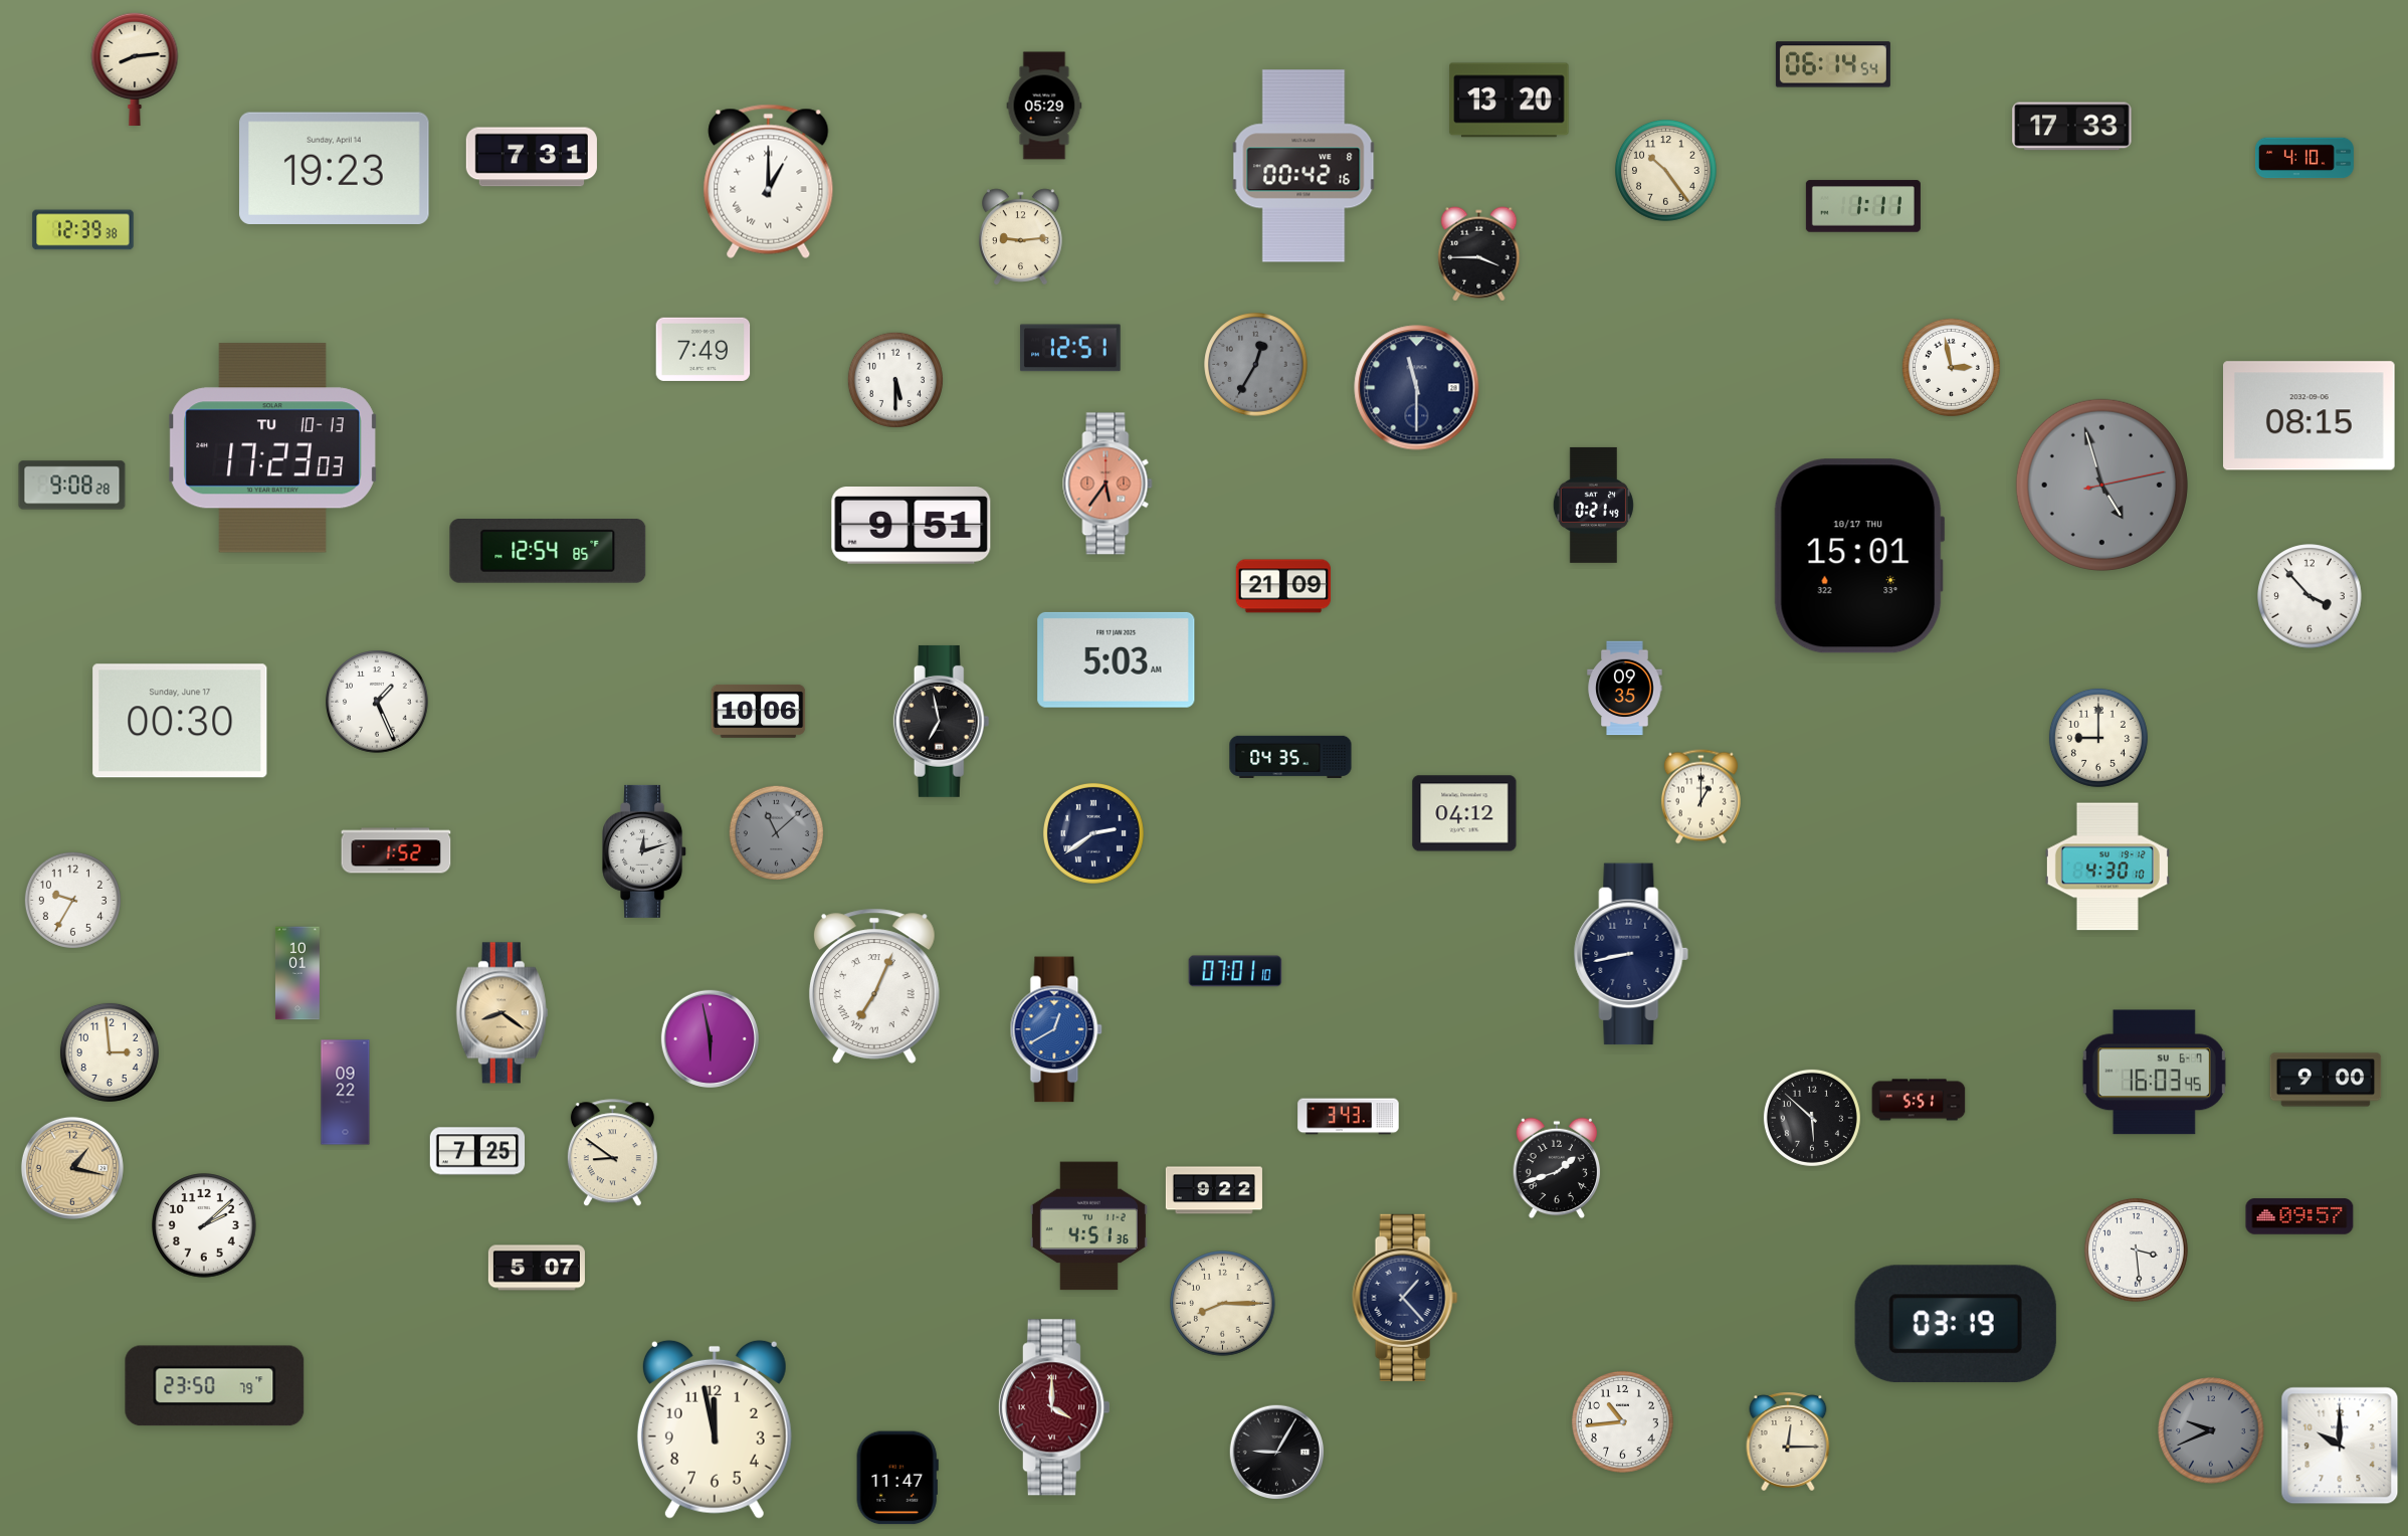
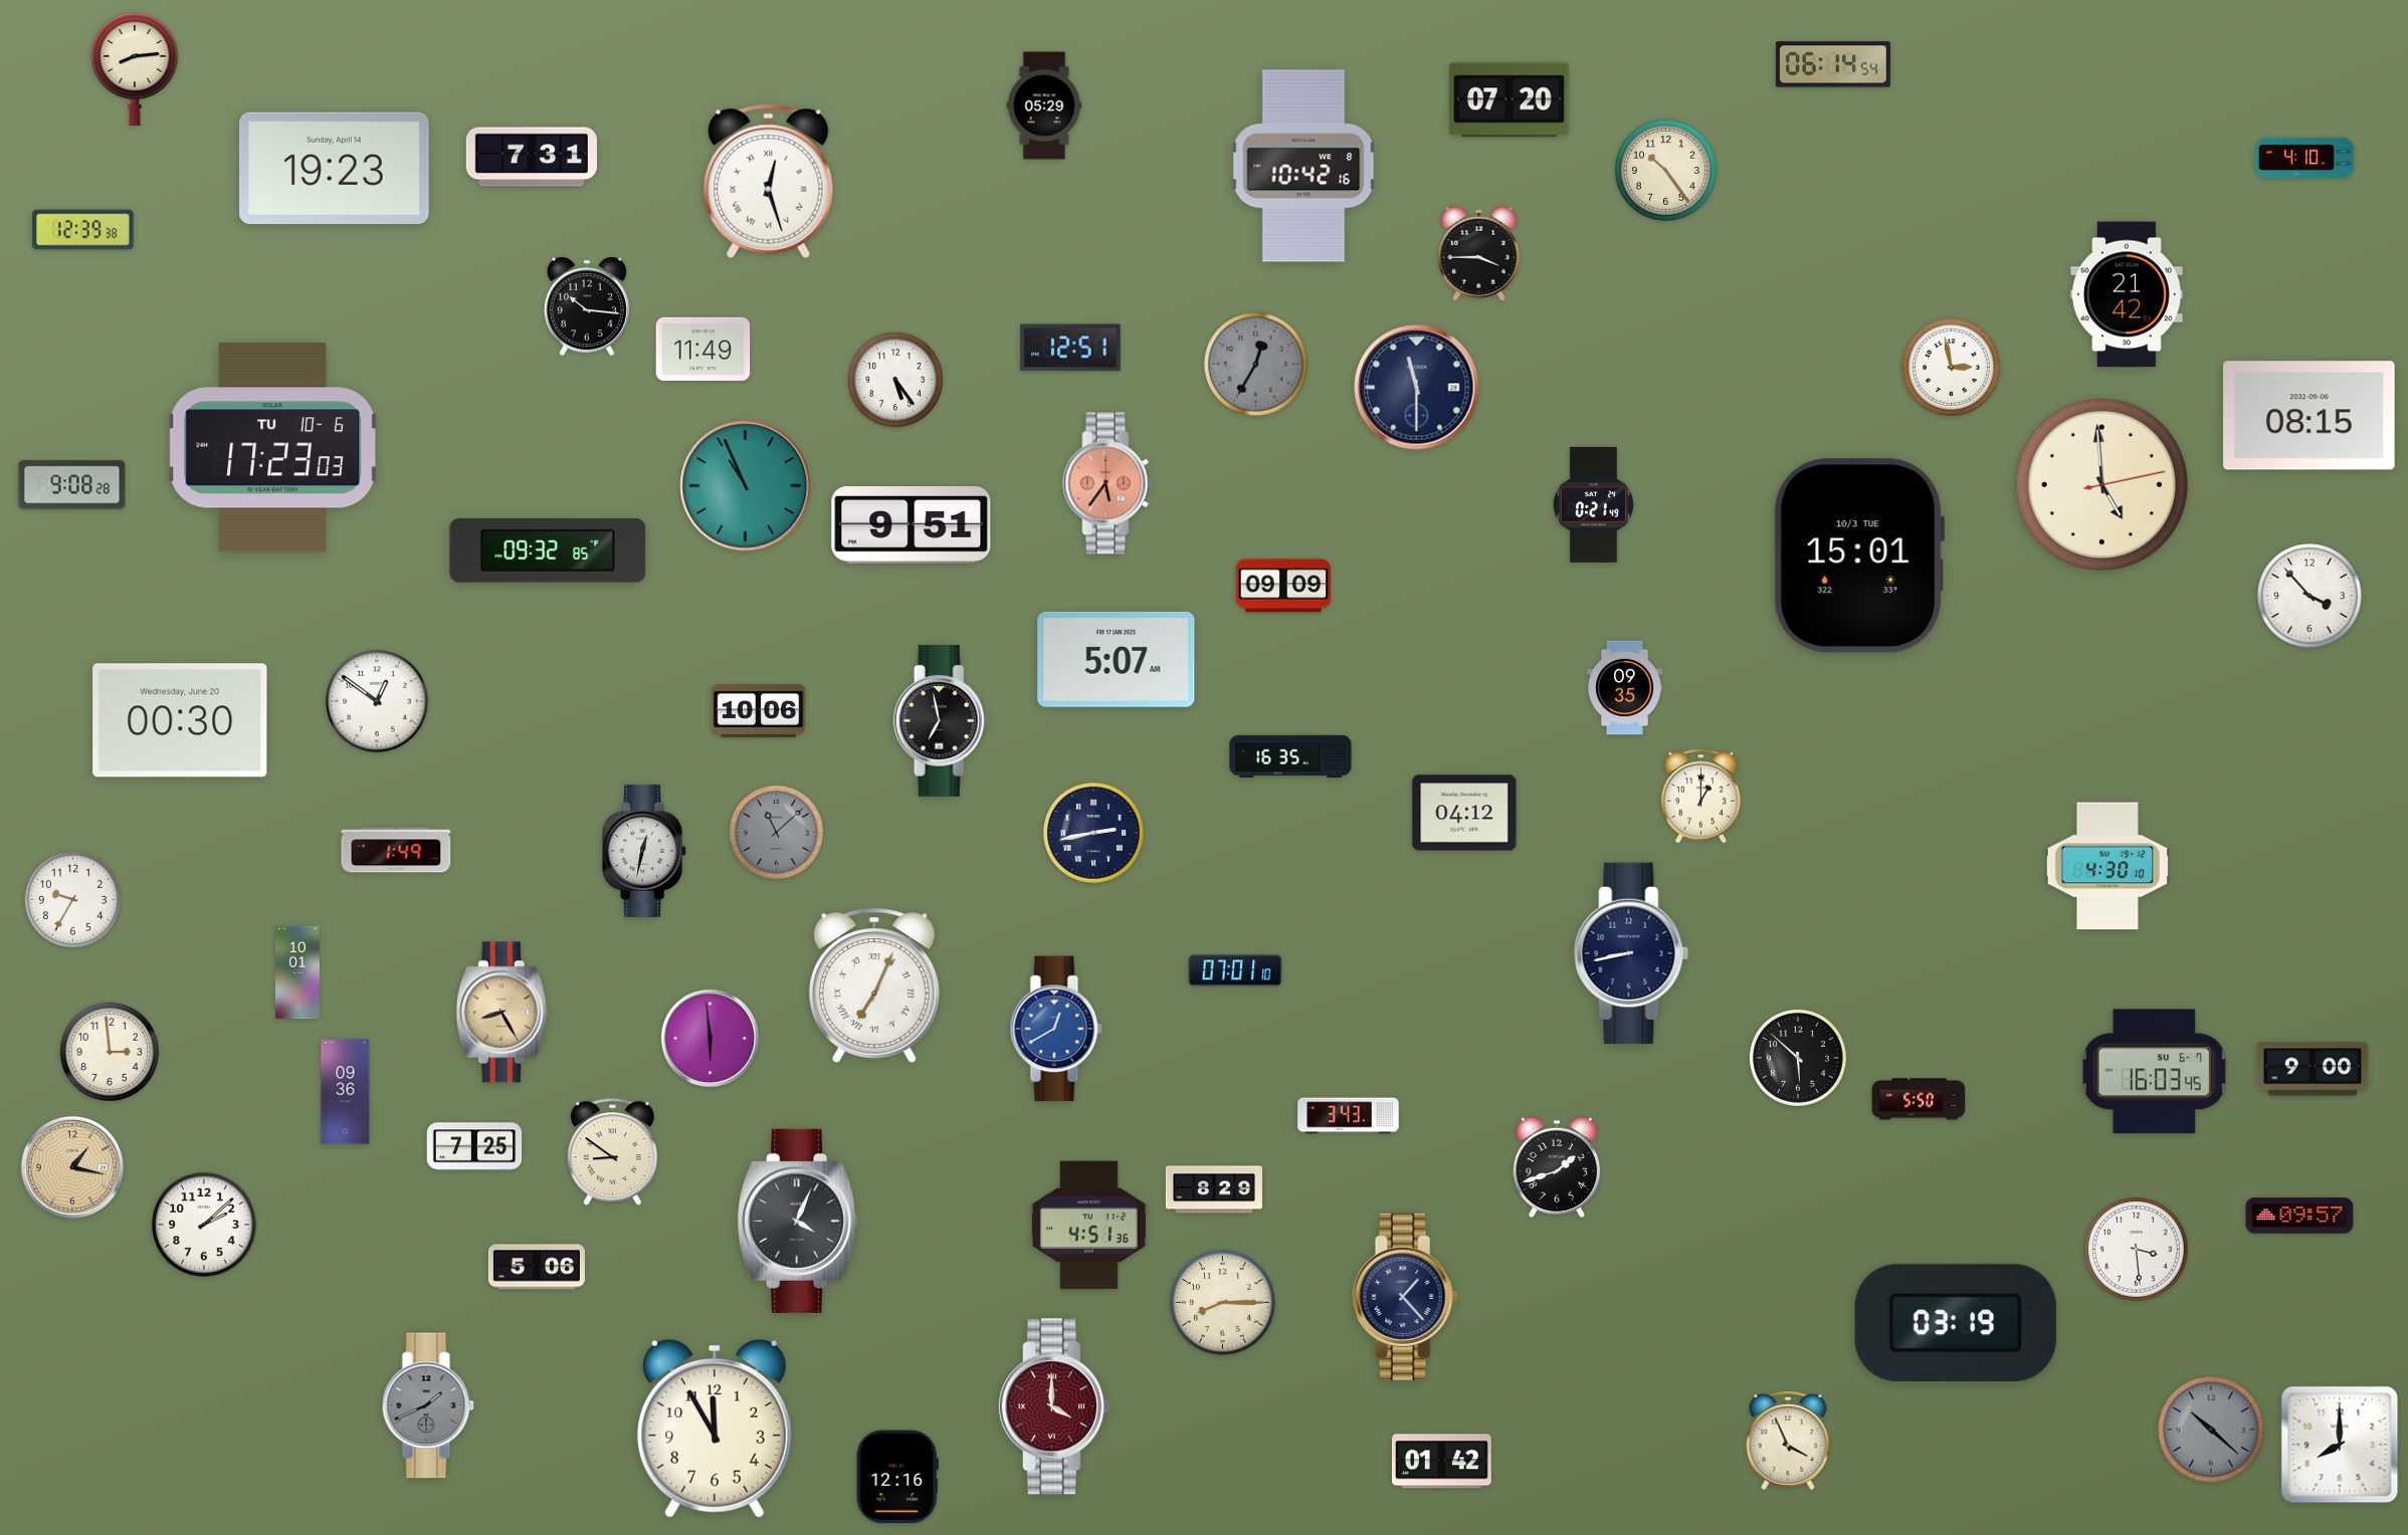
clock at (1510, 101): 13:20 -> 07:20
clock at (2072, 127): 17:33 -> none
clock at (1303, 166): 00:42 -> 10:42
clock at (769, 181): 1:00 -> 12:27
clock at (1863, 206): 1:11 -> none
clock at (1021, 237): 9:14 -> none
clock at (2127, 294): none -> 21:42
clock at (587, 306): none -> 10:16
clock at (704, 349): 7:49 -> 11:49
clock at (895, 380): 5:30 -> 5:24
clock at (272, 448) date: TU 10-13 -> TU 10-6
clock at (2101, 485): 4:57 -> 4:59
clock at (2101, 485) dial: grey -> cream
clock at (746, 486): none -> 10:56
clock at (548, 552): 12:54 -> 09:32
clock at (1859, 556) date: 10/17 THU -> 10/3 TUE
clock at (1283, 586): 21:09 -> 09:09
clock at (1117, 659): 5:03 -> 5:07
clock at (378, 703): 1:26 -> 12:51
clock at (180, 721) date: Sunday, June 17 -> Wednesday, June 20
clock at (2098, 738): 9:00 -> none
clock at (1290, 757): 04:35 -> 16:35
clock at (1093, 833): 2:39 -> 2:43
clock at (396, 850): 1:52 -> 1:49
clock at (645, 851): 12:12 -> 12:32
clock at (501, 1013): 8:21 -> 8:25
clock at (710, 1038): 5:58 -> 5:59
clock at (2326, 1080) position: (2326, 1080) -> (2313, 1069)
clock at (346, 1093): 09:22 -> 09:36
clock at (1919, 1100): 5:51 -> 5:50
clock at (1812, 1118) position: (1812, 1118) -> (1798, 1058)
clock at (477, 1151) position: (477, 1151) -> (474, 1146)
clock at (1214, 1190): 9:22 -> 8:29
clock at (798, 1221): none -> 4:04
clock at (537, 1268): 5:07 -> 5:06
clock at (215, 1386): 23:50 -> none
clock at (428, 1405): none -> 1:41
clock at (1623, 1422): 10:44 -> none
clock at (715, 1429): 11:58 -> 11:55
clock at (2211, 1430): 9:41 -> 10:22
clock at (1788, 1442): 12:15 -> 3:56
clock at (2340, 1446): 10:00 -> 8:00
clock at (1277, 1453): 9:05 -> none
clock at (1441, 1462): none -> 01:42
clock at (897, 1478): 11:47 -> 12:16
